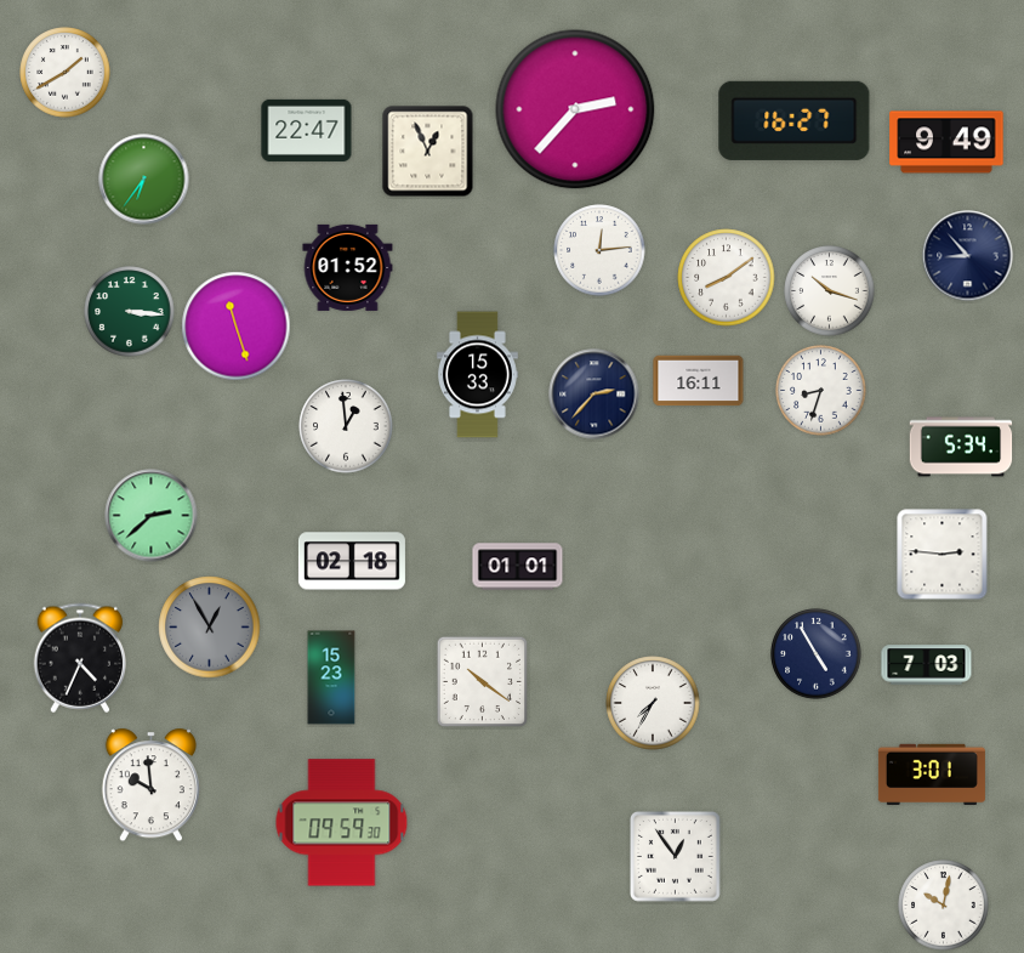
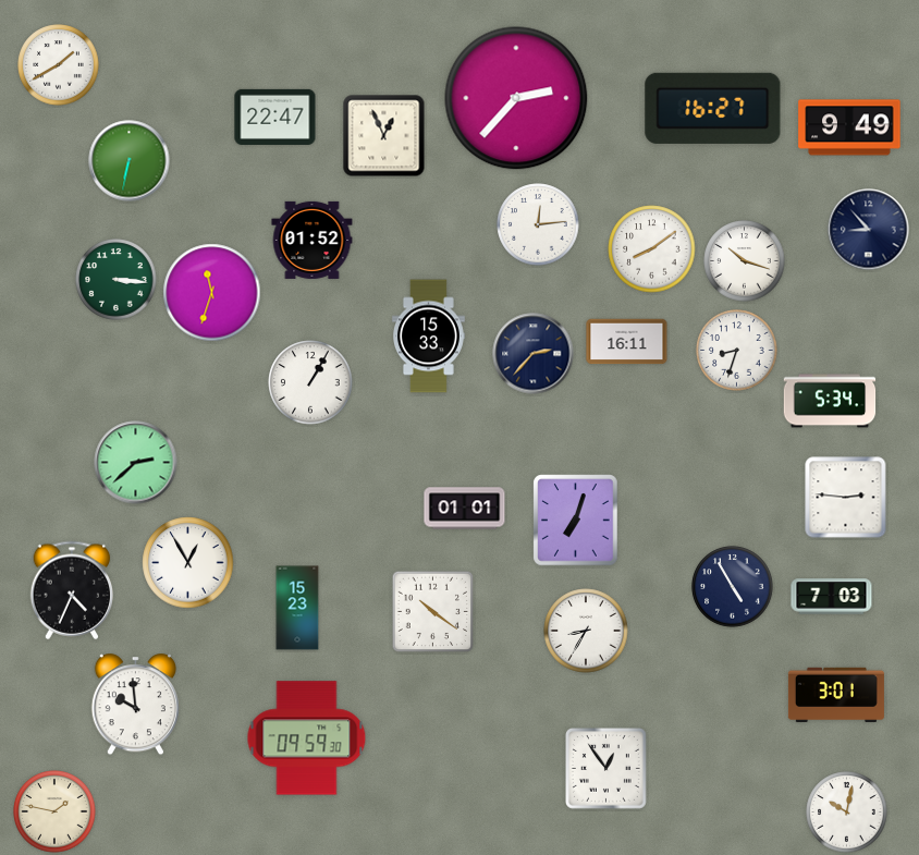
clock at (144, 180): 6:36 -> 6:32
clock at (237, 327): 11:27 -> 11:33
clock at (346, 426): 12:59 -> 1:05
clock at (961, 447) position: (961, 447) -> (830, 401)
clock at (352, 561): 02:18 -> none
clock at (576, 521): none -> 7:03
clock at (210, 628) dial: grey -> white
clock at (653, 703): 7:35 -> 8:35
clock at (54, 811): none -> 1:47
